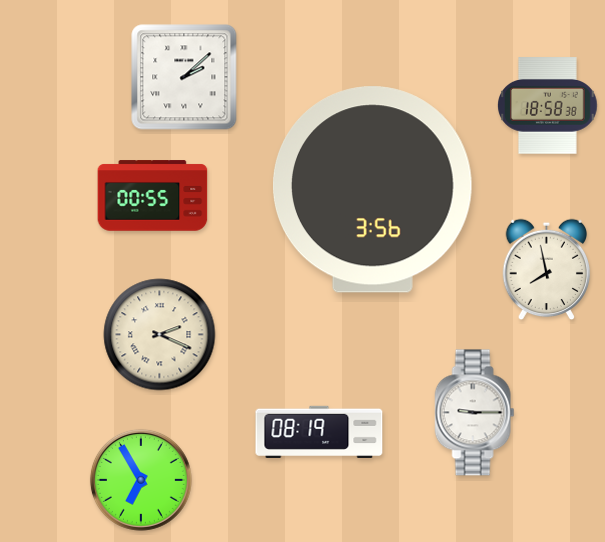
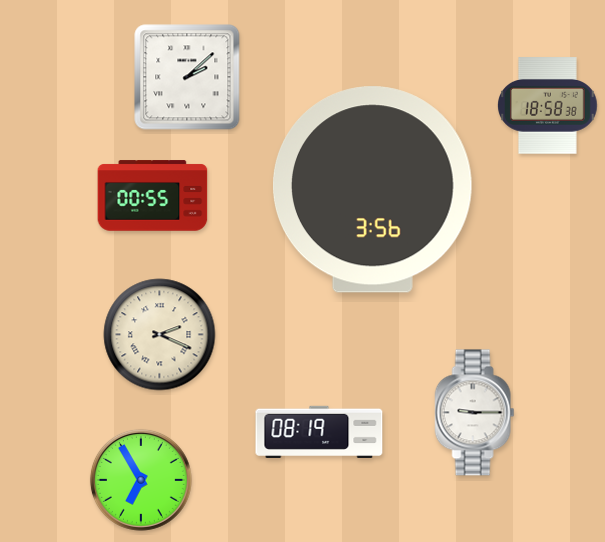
clock at (184, 77) position: (184, 77) -> (187, 77)
clock at (547, 270): 7:58 -> none
